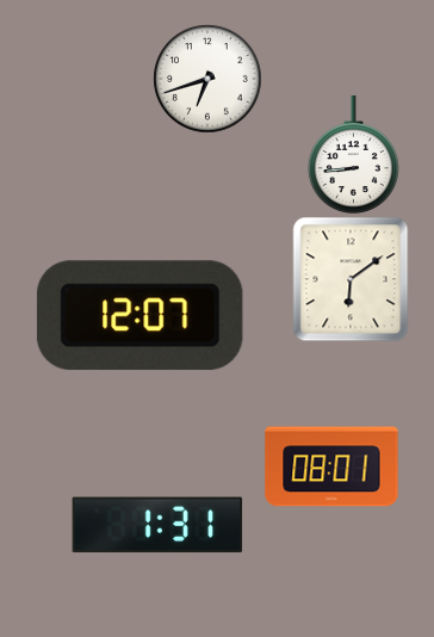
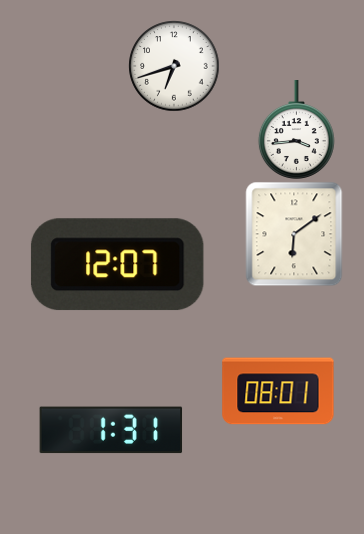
clock at (353, 155): 8:44 -> 3:44
clock at (157, 525) position: (157, 525) -> (111, 430)
